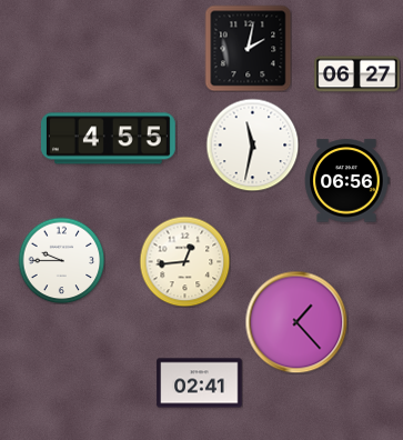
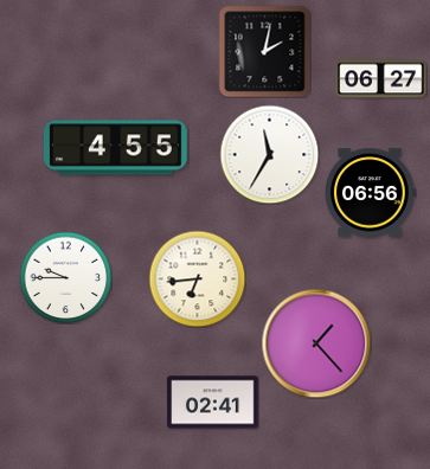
clock at (252, 144): 11:32 -> 11:35
clock at (184, 261): 12:44 -> 6:44
clock at (200, 383) position: (200, 383) -> (213, 403)
